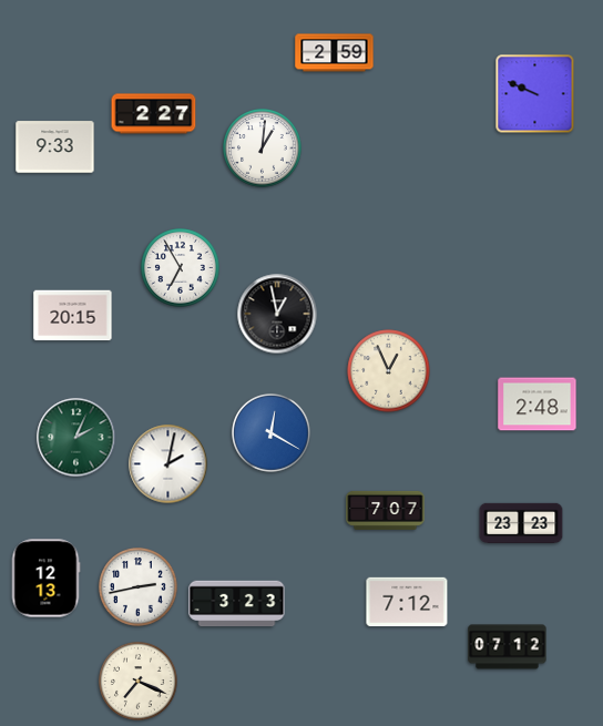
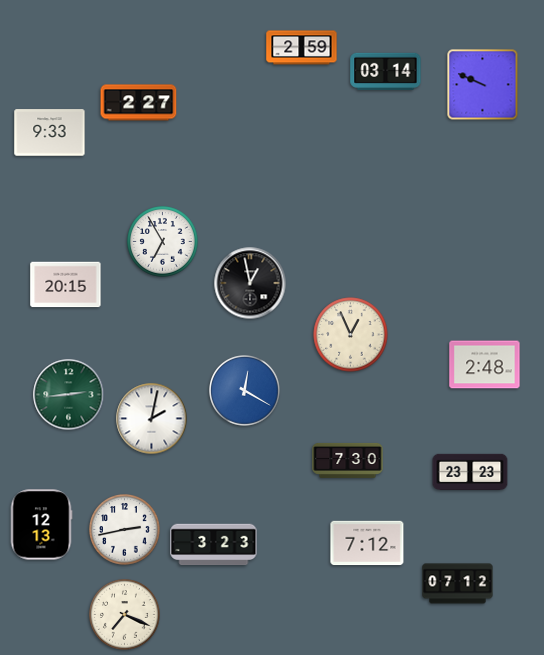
clock at (386, 71): none -> 03:14
clock at (263, 149): 1:01 -> none
clock at (76, 438): 2:04 -> 2:44
clock at (386, 510): 7:07 -> 7:30
clock at (45, 579) position: (45, 579) -> (41, 525)
